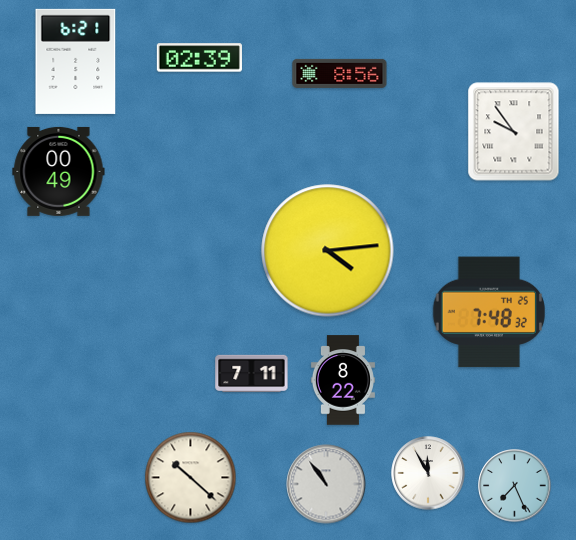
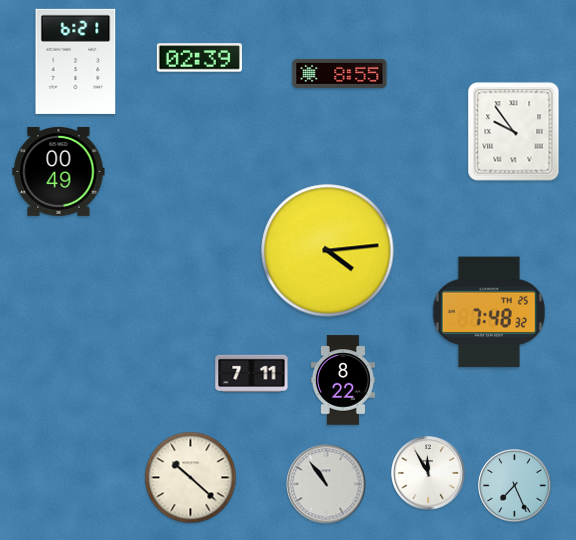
clock at (340, 73): 8:56 -> 8:55
